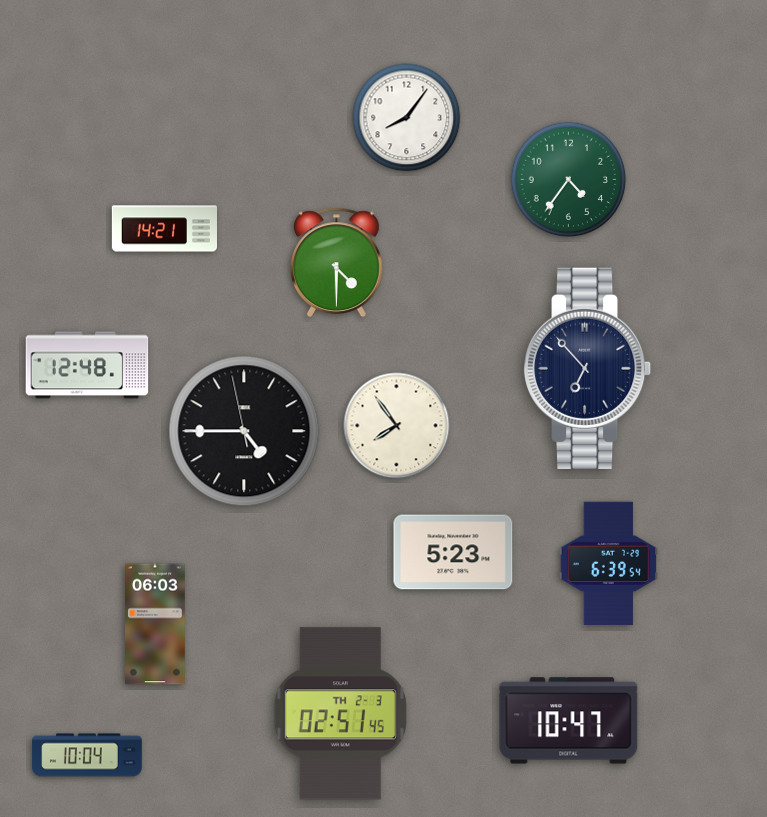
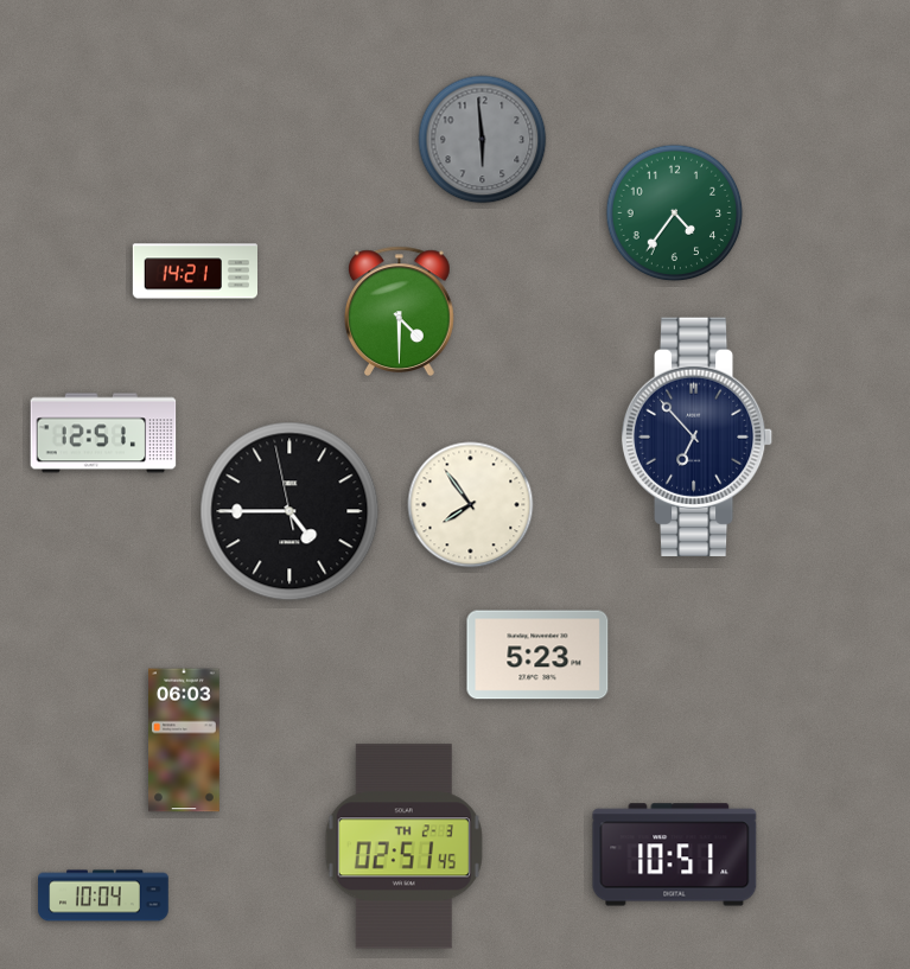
clock at (407, 118): 8:06 -> 5:59
clock at (407, 118) dial: white -> grey
clock at (87, 365): 12:48 -> 12:51
clock at (608, 564): 6:39 -> none
clock at (569, 721): 10:47 -> 10:51
